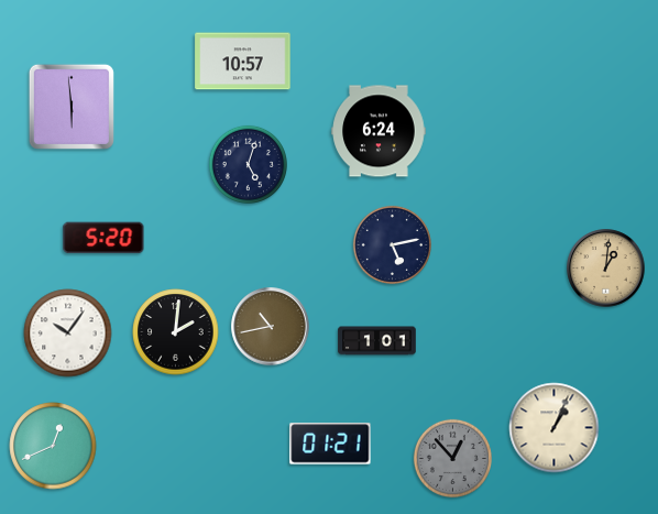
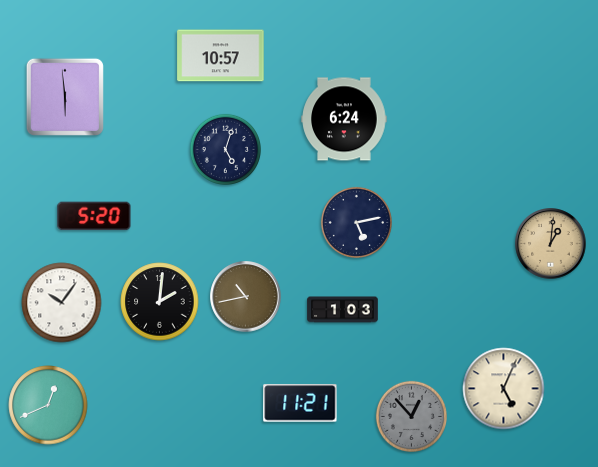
clock at (377, 341): 1:01 -> 1:03
clock at (555, 428): 1:04 -> 5:04
clock at (330, 444): 01:21 -> 11:21
